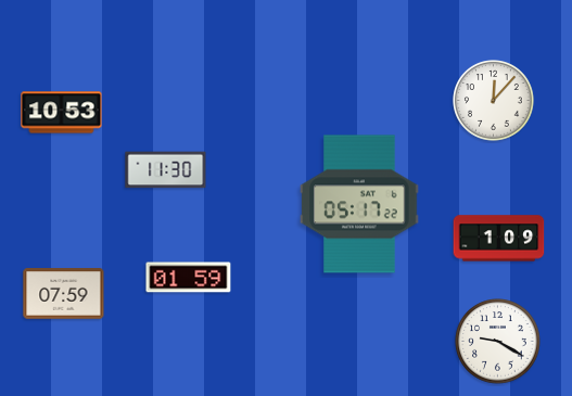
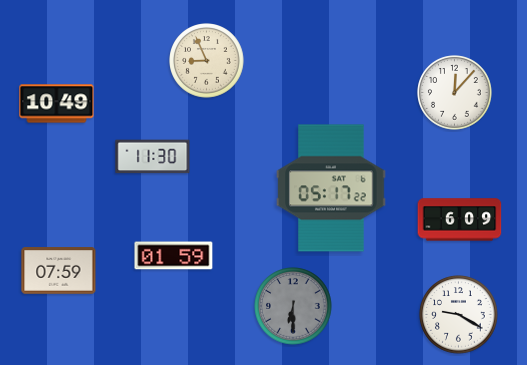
clock at (207, 61): none -> 8:56
clock at (62, 113): 10:53 -> 10:49
clock at (499, 239): 1:09 -> 6:09
clock at (293, 306): none -> 6:30
